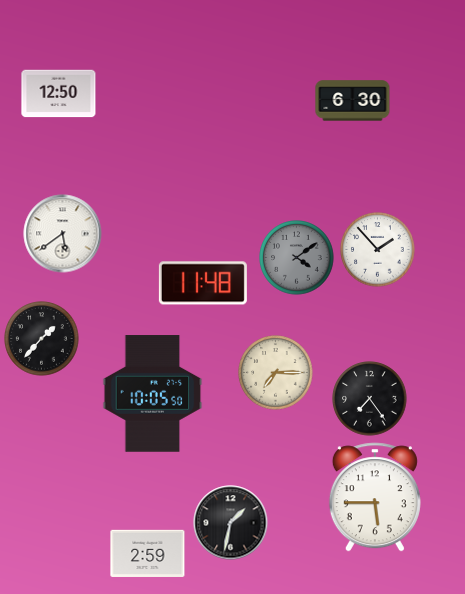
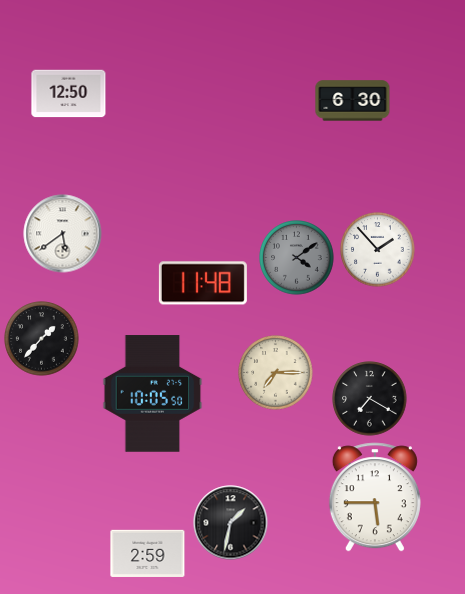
clock at (59, 94) position: (59, 94) -> (69, 94)
clock at (370, 399): 7:24 -> 7:20
